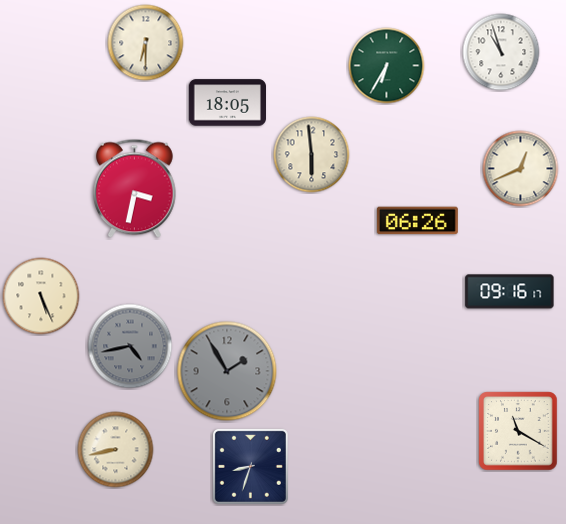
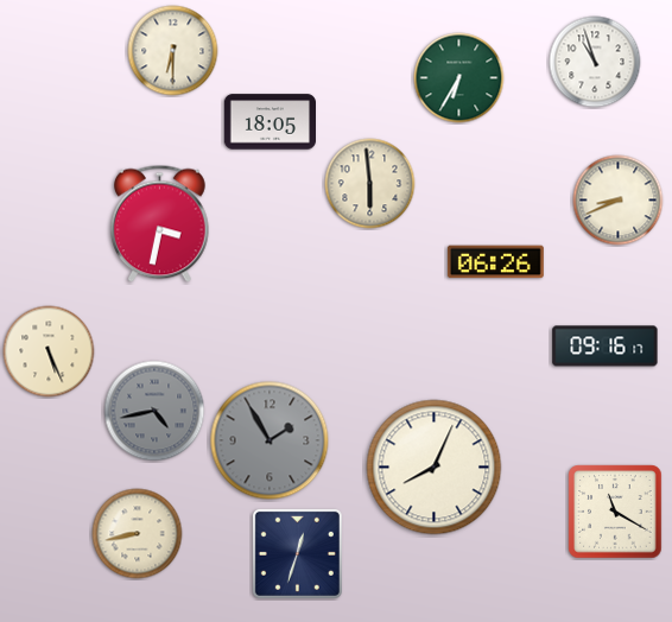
clock at (521, 169): 12:41 -> 8:41
clock at (435, 468): none -> 8:04
clock at (250, 466): 8:33 -> 12:33
